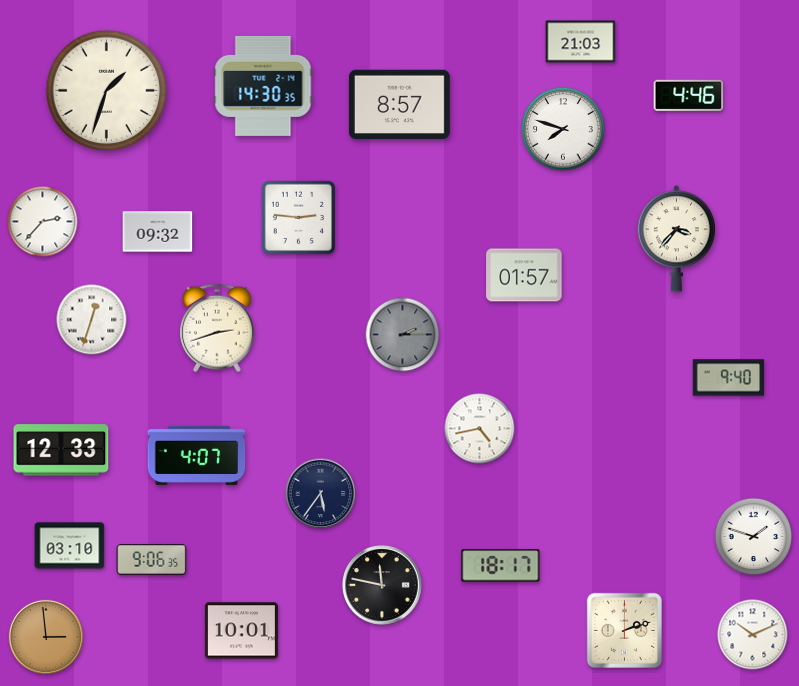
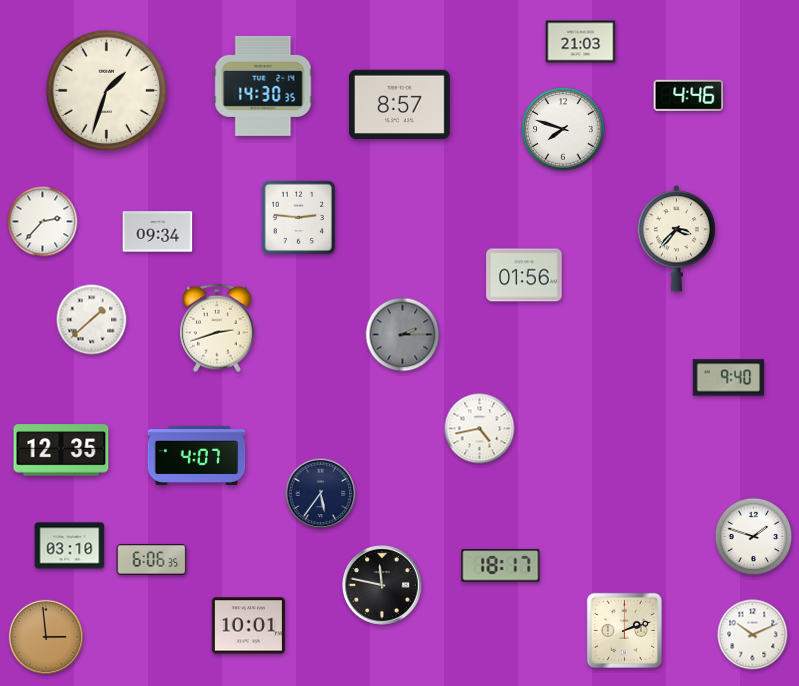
clock at (158, 232): 09:32 -> 09:34
clock at (524, 275): 01:57 -> 01:56
clock at (92, 320): 12:33 -> 1:38
clock at (61, 450): 12:33 -> 12:35
clock at (152, 560): 9:06 -> 6:06
clock at (241, 631) position: (241, 631) -> (248, 626)
